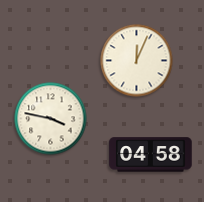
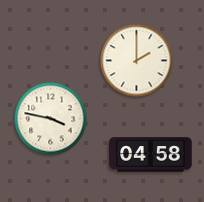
clock at (137, 61): 12:04 -> 2:00
